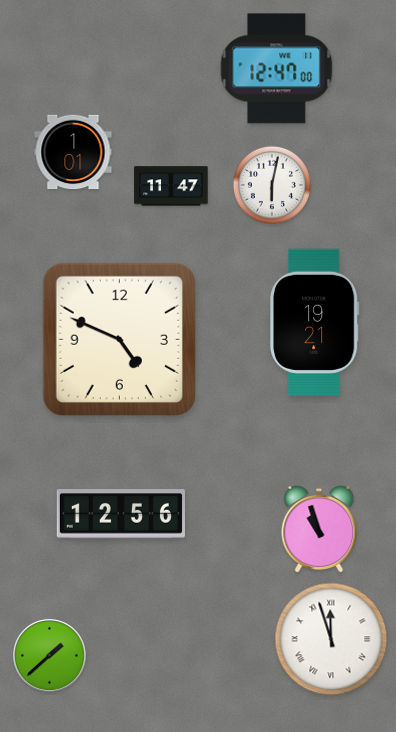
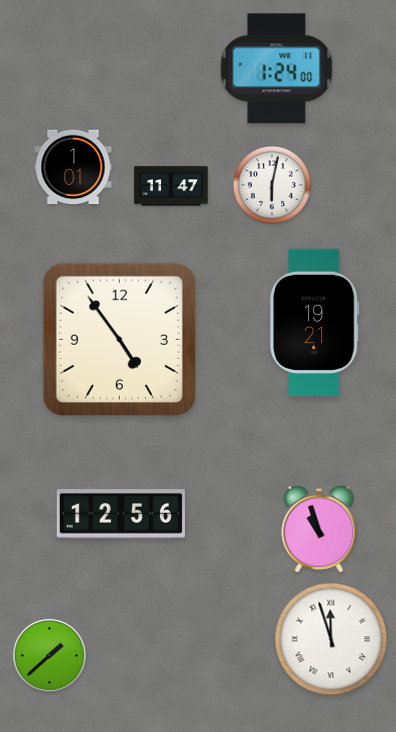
clock at (277, 69): 12:47 -> 1:24
clock at (73, 152) position: (73, 152) -> (73, 167)
clock at (119, 339): 4:49 -> 4:54
